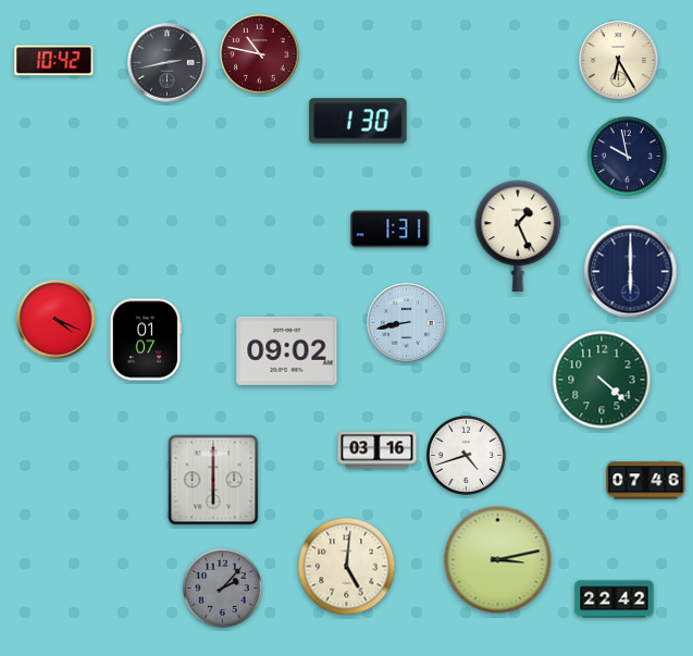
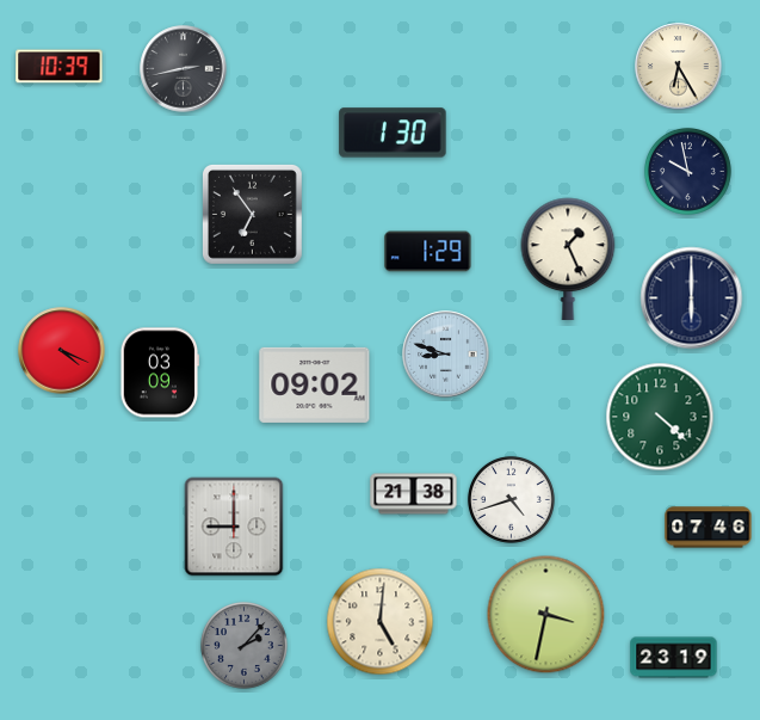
clock at (260, 54): 10:47 -> none
clock at (54, 61): 10:42 -> 10:39
clock at (253, 215): none -> 6:54
clock at (391, 230): 1:31 -> 1:29
clock at (407, 323): 8:43 -> 8:48
clock at (146, 339): 01:07 -> 03:09
clock at (378, 450): 03:16 -> 21:38
clock at (213, 480): 6:00 -> 9:00
clock at (498, 560): 3:13 -> 3:32
clock at (615, 599): 22:42 -> 23:19
